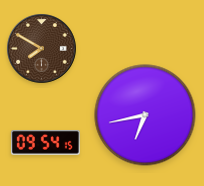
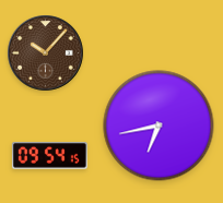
clock at (42, 49): 7:50 -> 10:07
